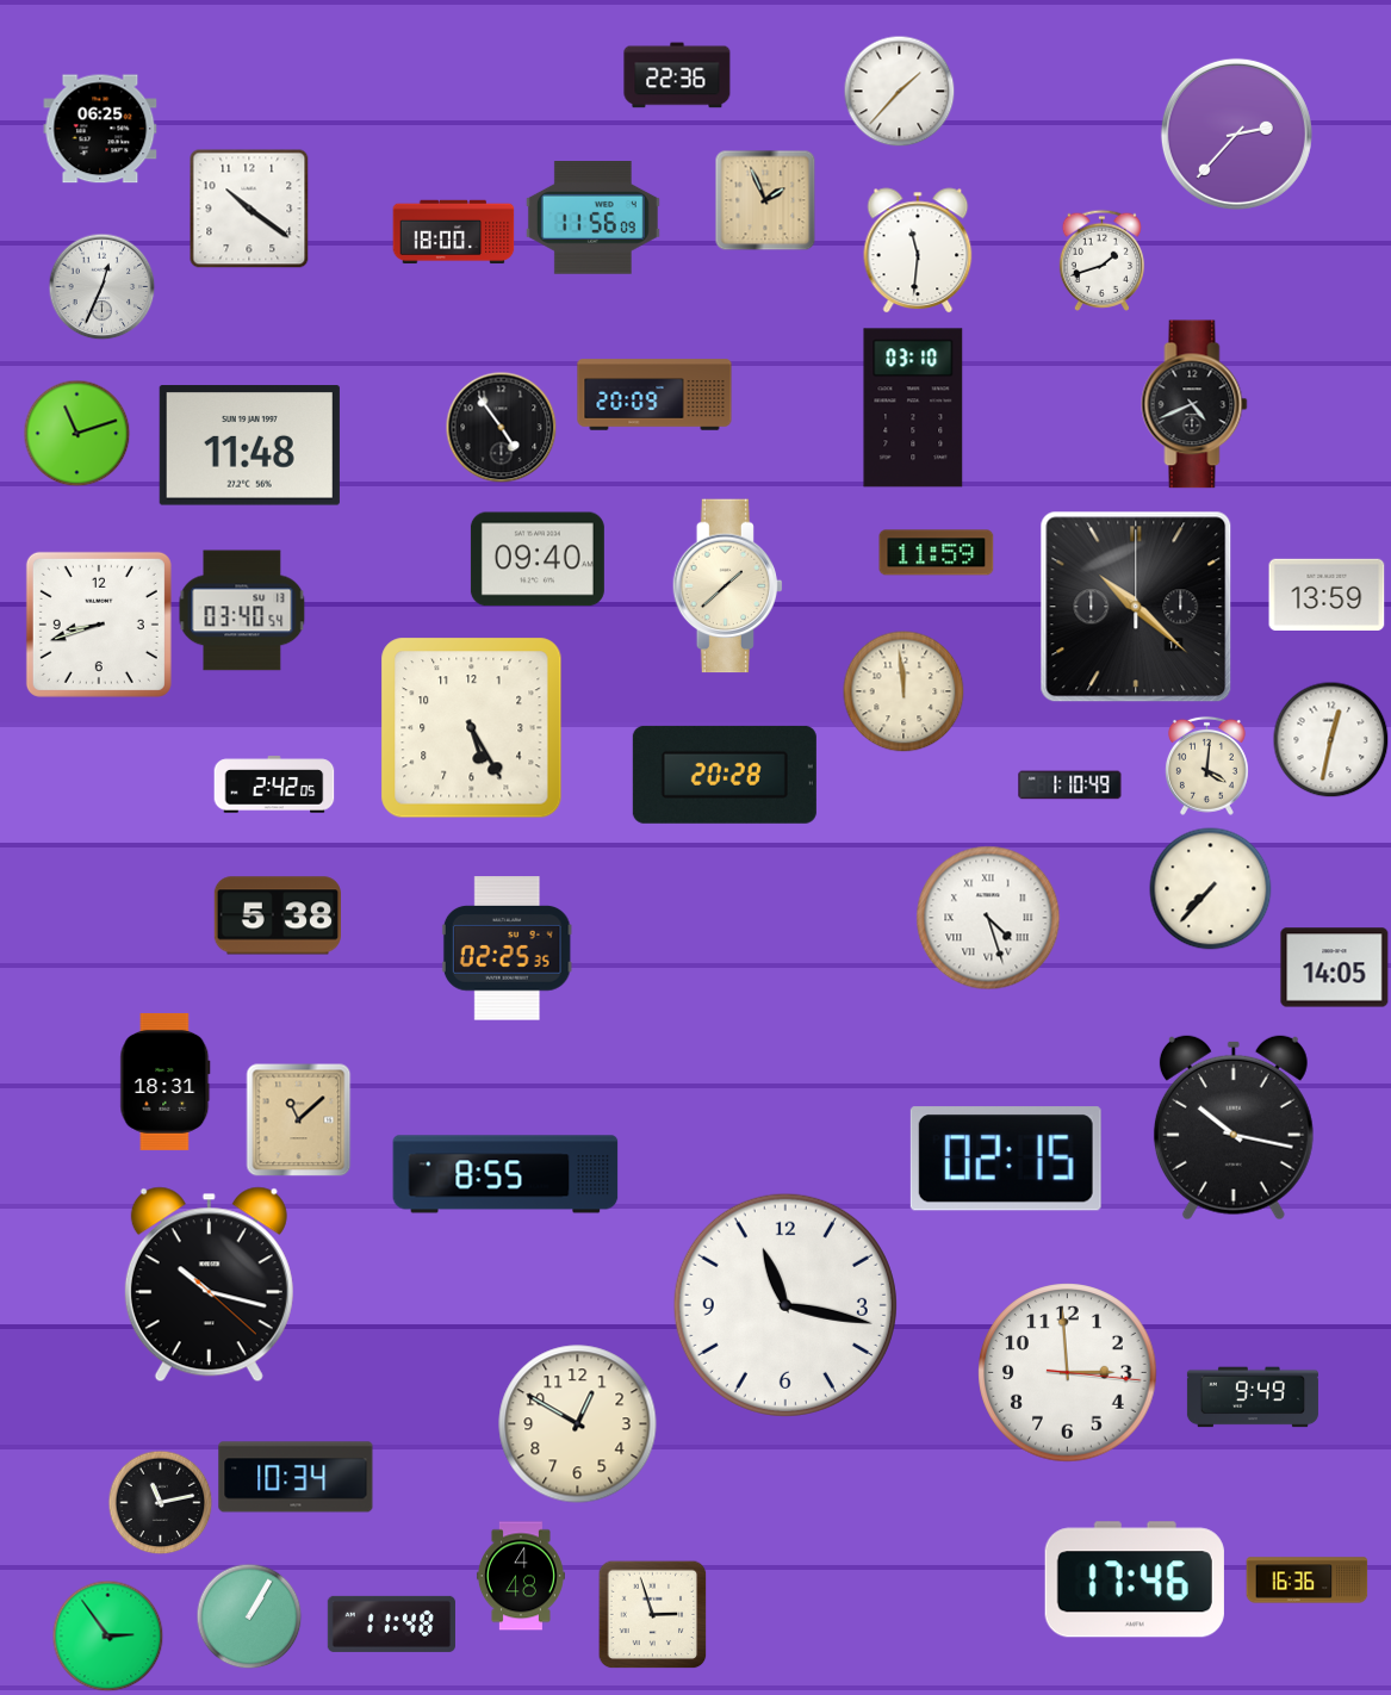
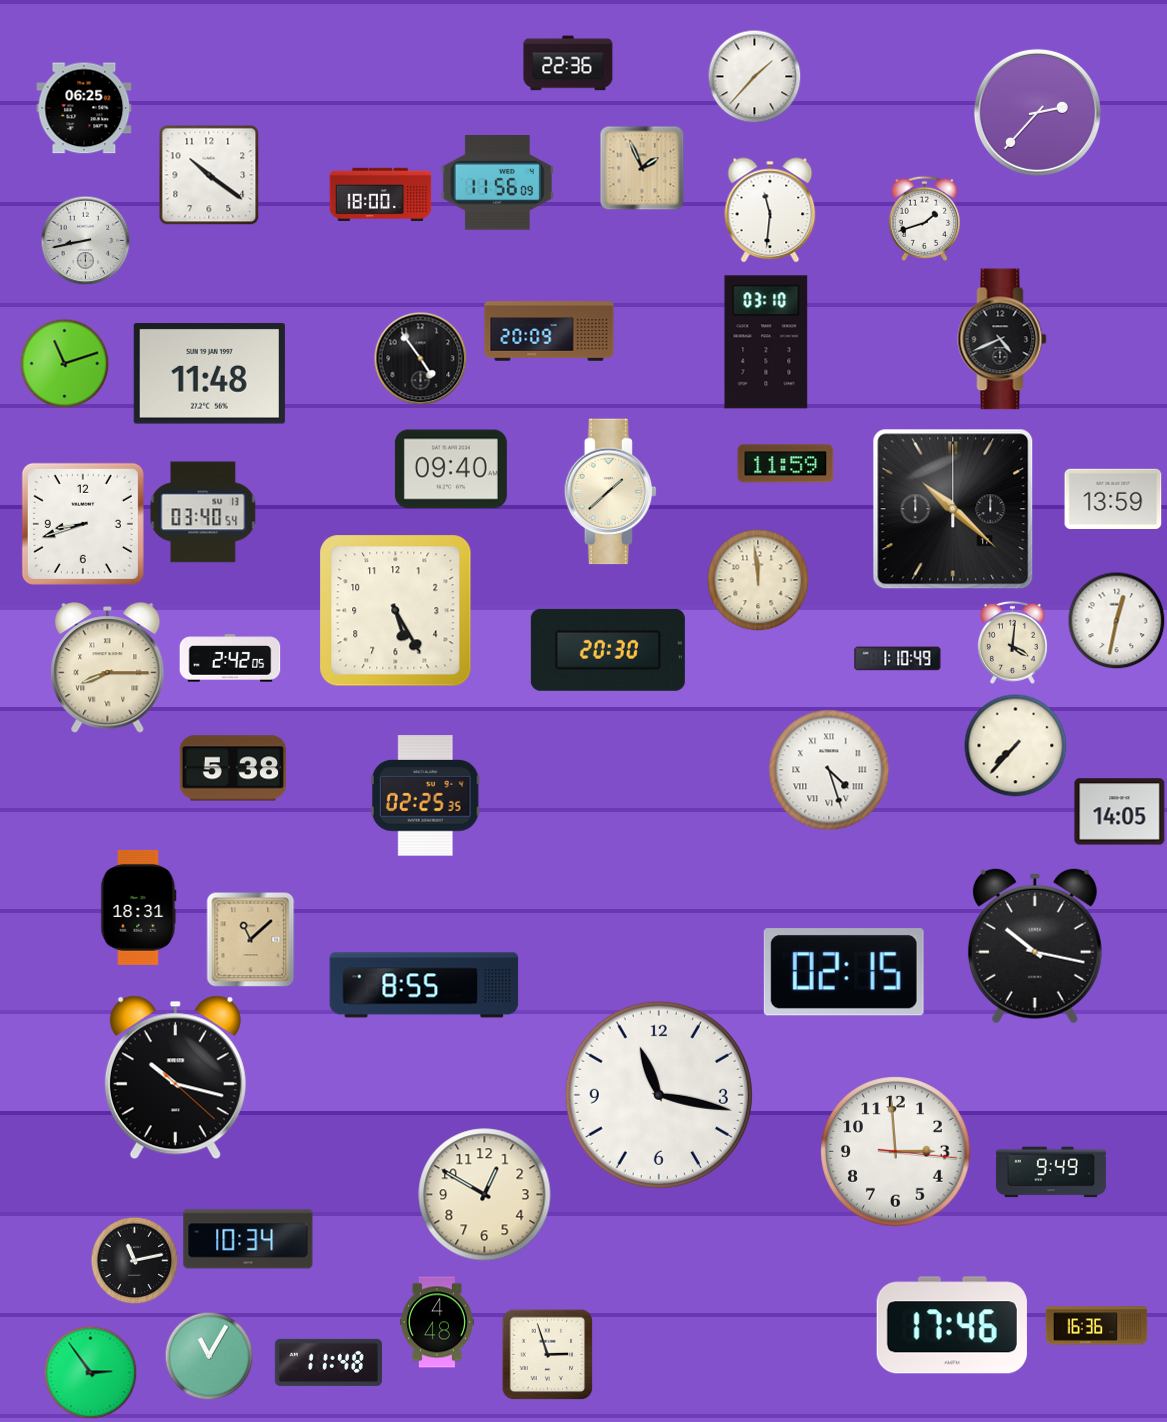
clock at (101, 286): 12:34 -> 8:43
clock at (725, 775): 20:28 -> 20:30
clock at (108, 668): none -> 8:15
clock at (249, 1616): 1:05 -> 11:05
